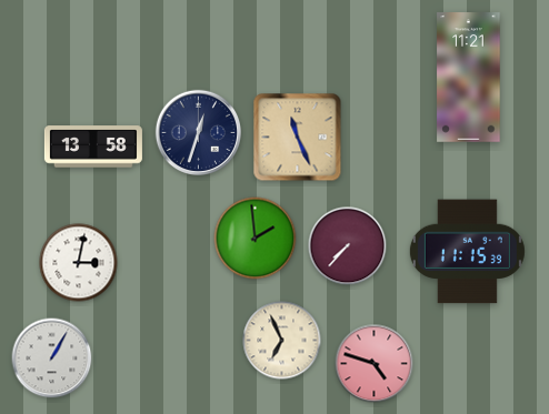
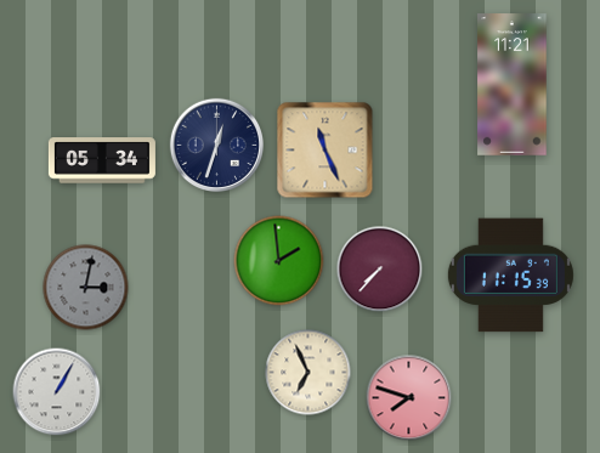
clock at (93, 147): 13:58 -> 05:34
clock at (79, 263) dial: white -> grey
clock at (375, 364): 4:48 -> 7:48
